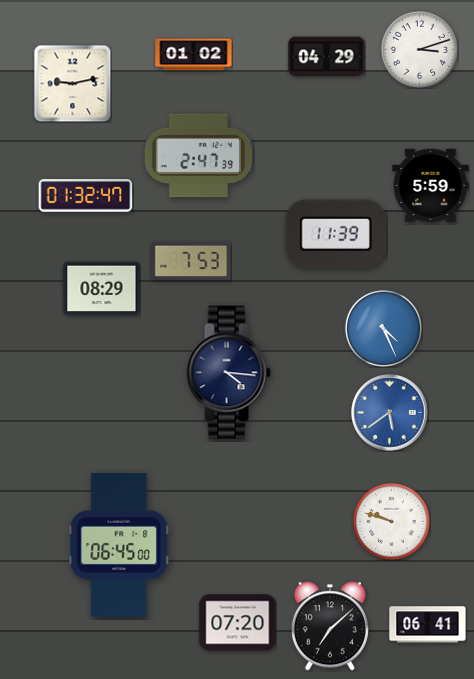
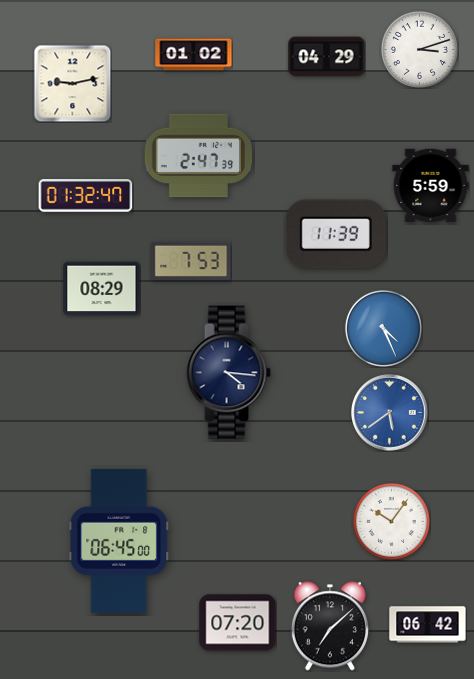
clock at (391, 521): 9:48 -> 10:06
clock at (119, 545) position: (119, 545) -> (119, 541)
clock at (428, 625): 06:41 -> 06:42
